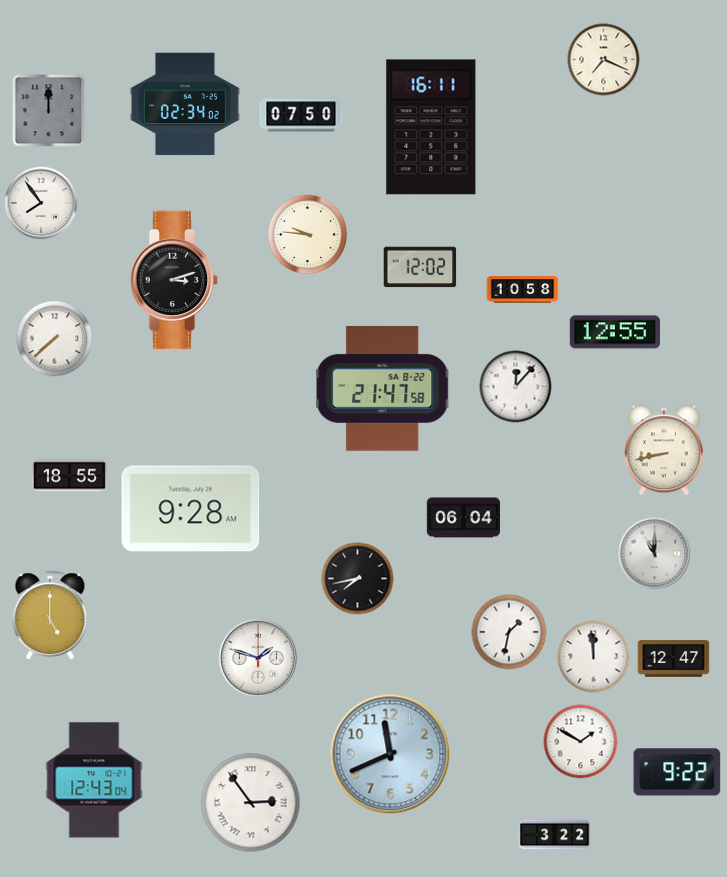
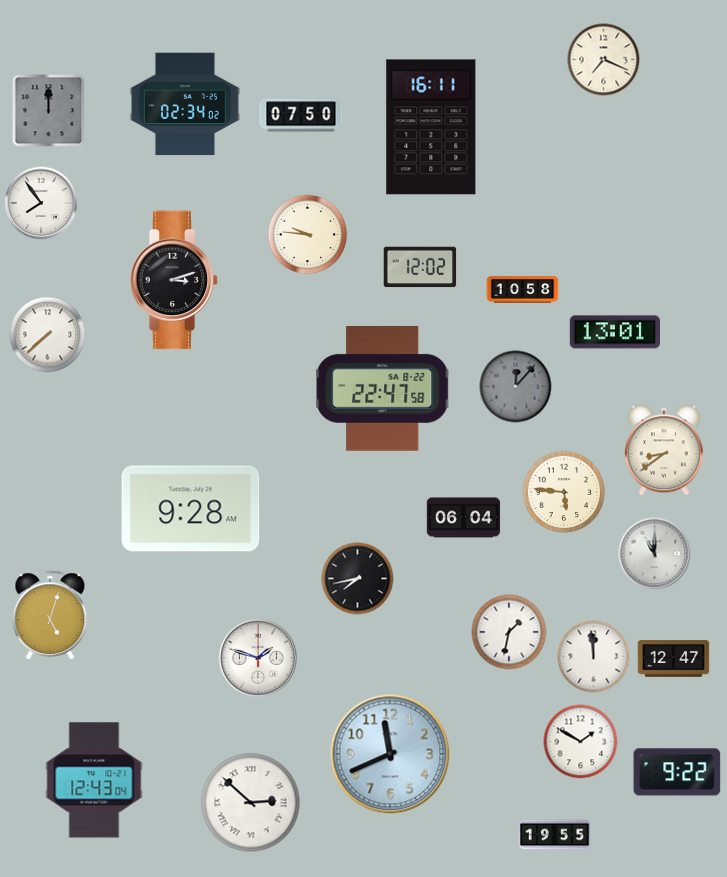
clock at (614, 332): 12:55 -> 13:01
clock at (55, 339) position: (55, 339) -> (48, 335)
clock at (516, 387) dial: white -> grey
clock at (383, 388): 21:47 -> 22:47
clock at (664, 450): 8:43 -> 8:39
clock at (69, 476): 18:55 -> none
clock at (564, 492): none -> 5:46
clock at (50, 616): 5:00 -> 5:03
clock at (251, 803): 2:54 -> 2:52
clock at (555, 835): 3:22 -> 19:55
